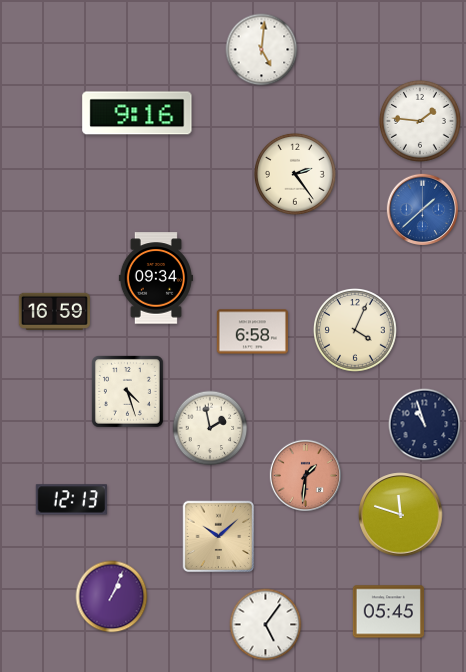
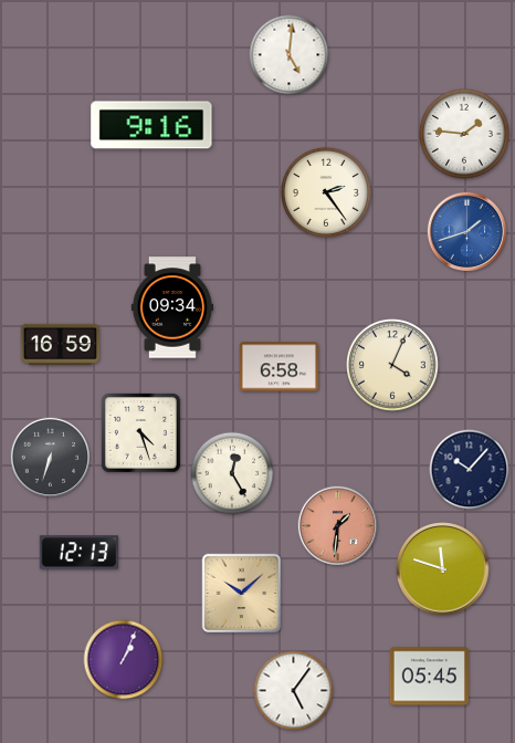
clock at (422, 209): 1:38 -> 1:42
clock at (50, 457): none -> 6:33
clock at (425, 425): 10:57 -> 10:07
clock at (210, 428): 1:58 -> 12:25
